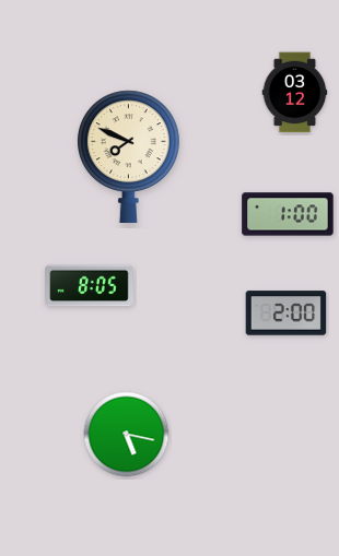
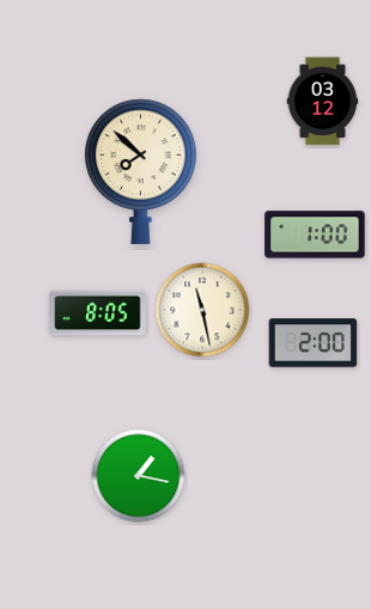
clock at (128, 156): 7:49 -> 7:52
clock at (202, 310): none -> 11:28
clock at (127, 435): 5:17 -> 1:17
